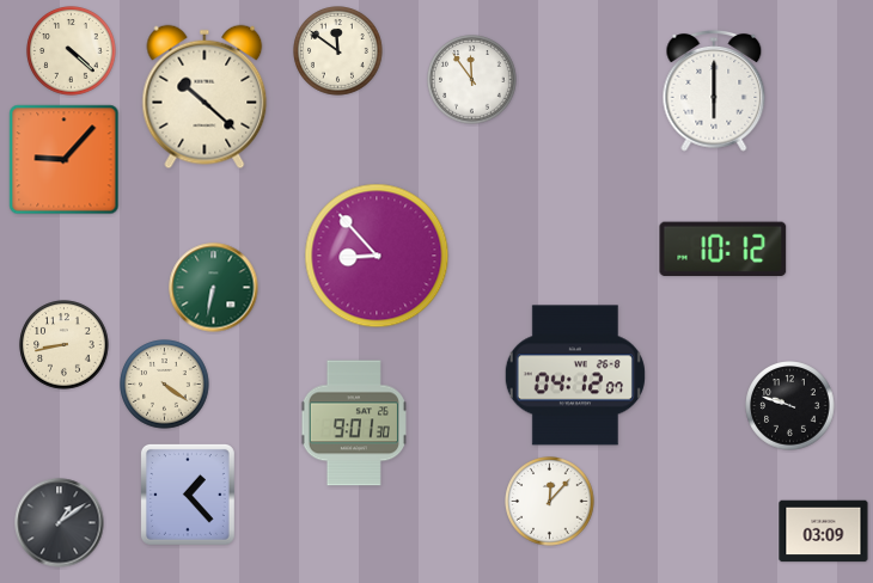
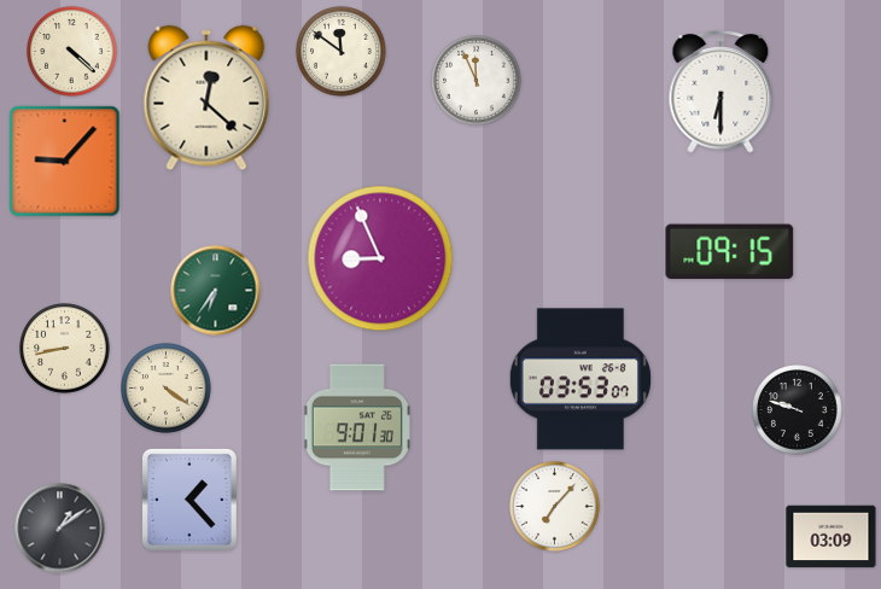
clock at (472, 80): 11:54 -> 11:56
clock at (714, 91): 6:00 -> 6:30
clock at (204, 97): 10:22 -> 12:22
clock at (724, 250): 10:12 -> 09:15
clock at (377, 256): 8:53 -> 8:56
clock at (214, 288): 6:32 -> 6:36
clock at (575, 375): 04:12 -> 03:53
clock at (550, 502): 12:07 -> 7:07
